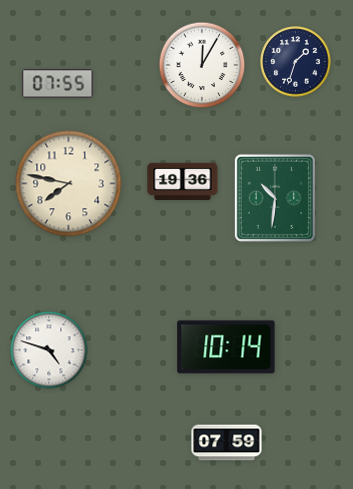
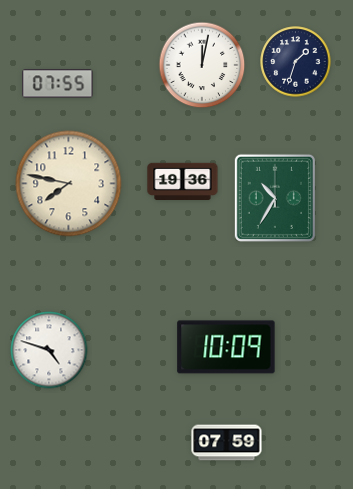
clock at (202, 65): 12:05 -> 12:02
clock at (275, 198): 10:31 -> 10:35
clock at (226, 347): 10:14 -> 10:09
